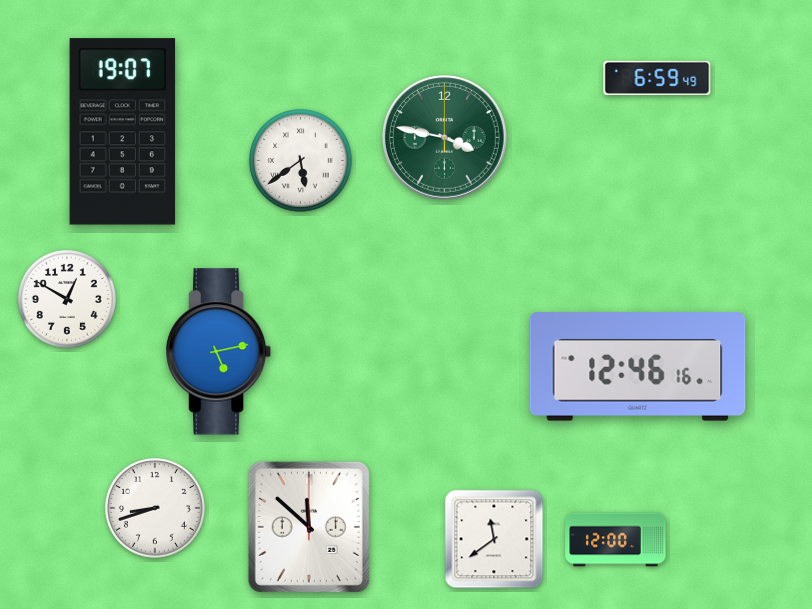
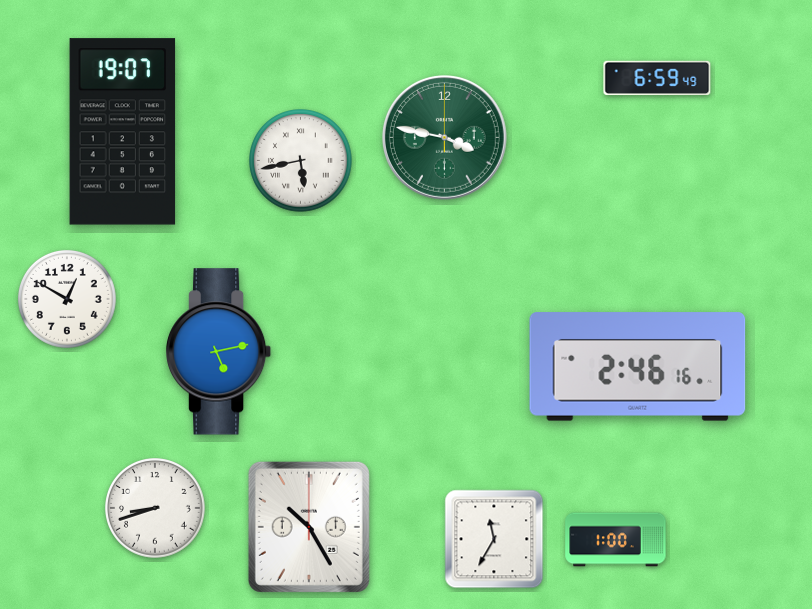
clock at (301, 161): 5:39 -> 5:43
clock at (638, 367): 12:46 -> 2:46
clock at (309, 527): 11:52 -> 10:25
clock at (494, 539): 11:39 -> 11:35
clock at (616, 540): 12:00 -> 1:00
